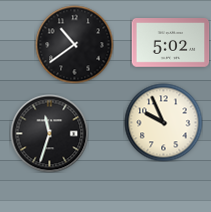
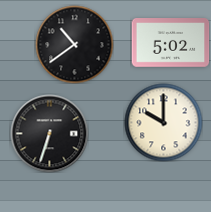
clock at (163, 122): 9:56 -> 10:00
clock at (49, 133): 11:33 -> 6:33
